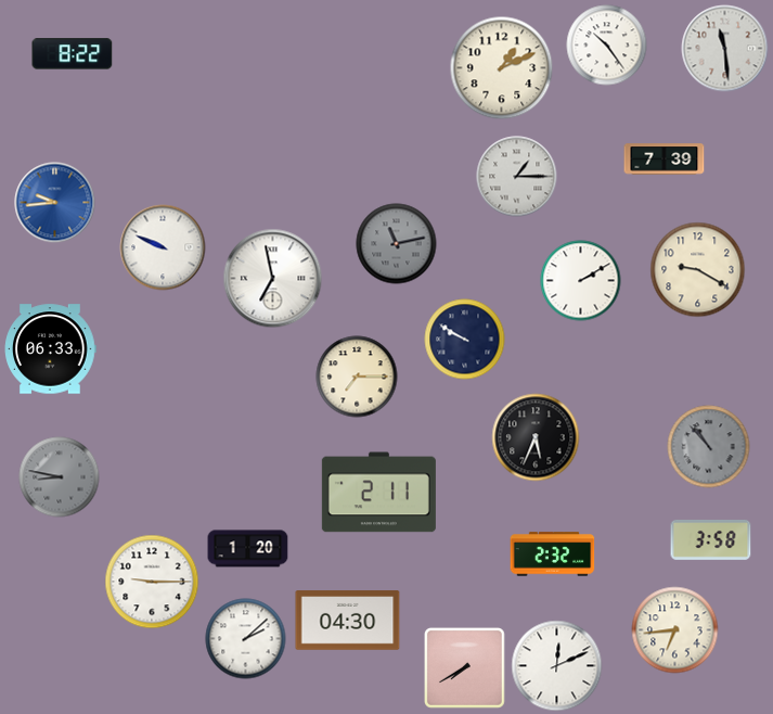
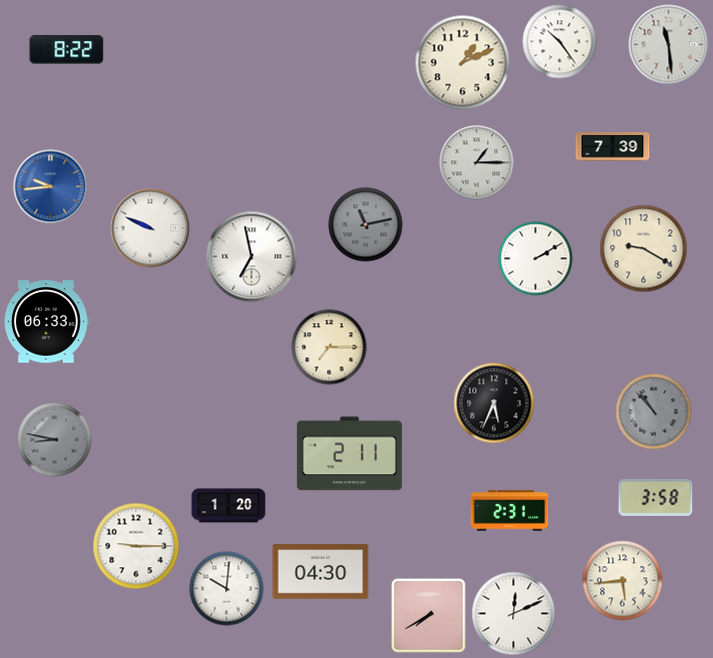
clock at (465, 340): 9:50 -> none
clock at (553, 554): 2:32 -> 2:31
clock at (152, 582) position: (152, 582) -> (136, 546)
clock at (675, 630): 6:44 -> 5:44
clock at (246, 639): 2:08 -> 10:01
